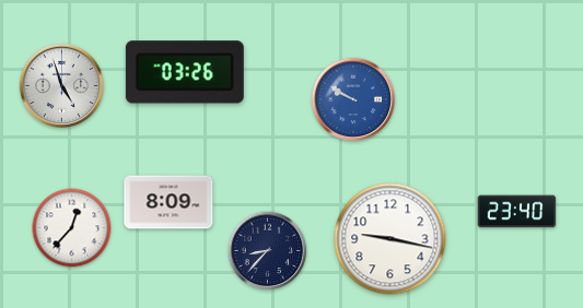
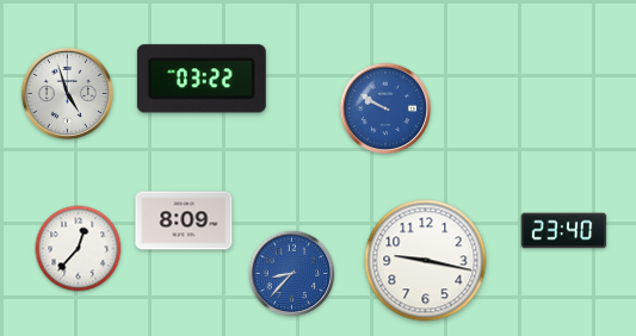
clock at (185, 72): 03:26 -> 03:22
clock at (268, 251) dial: navy -> blue
